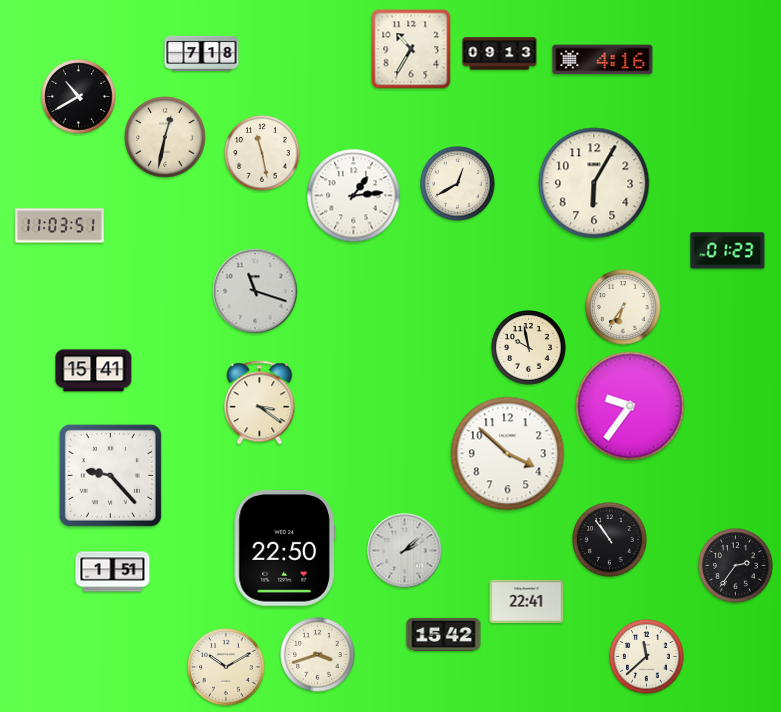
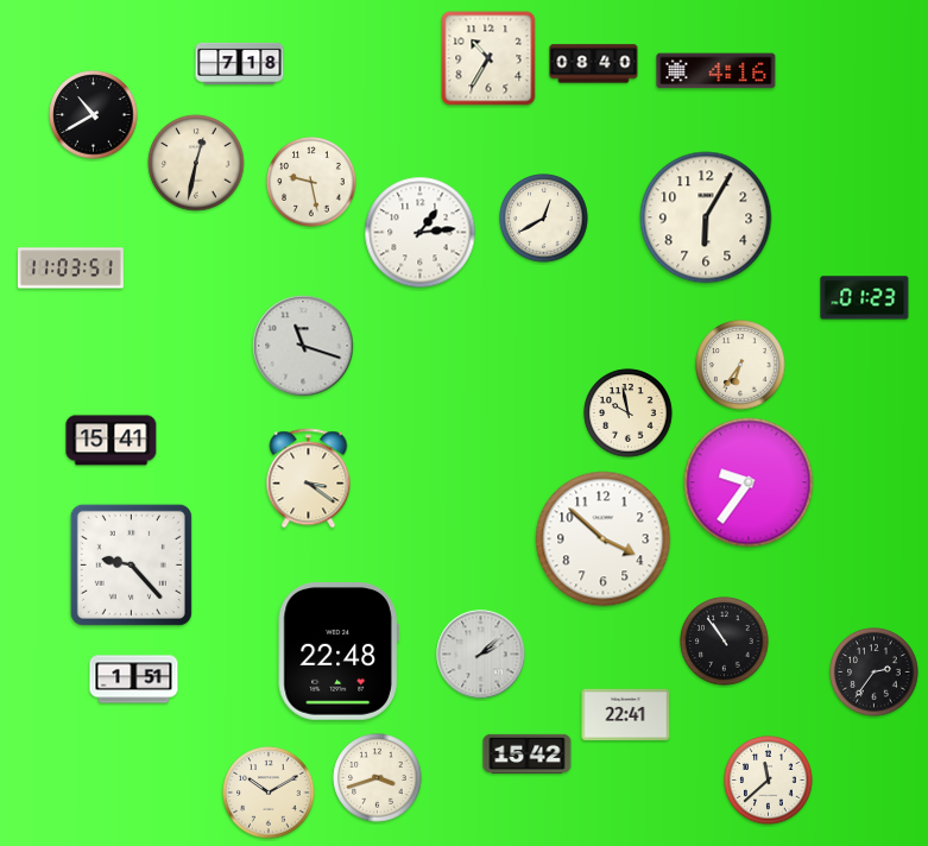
clock at (500, 54): 09:13 -> 08:40
clock at (262, 153): 11:28 -> 9:28
clock at (285, 549): 22:50 -> 22:48
